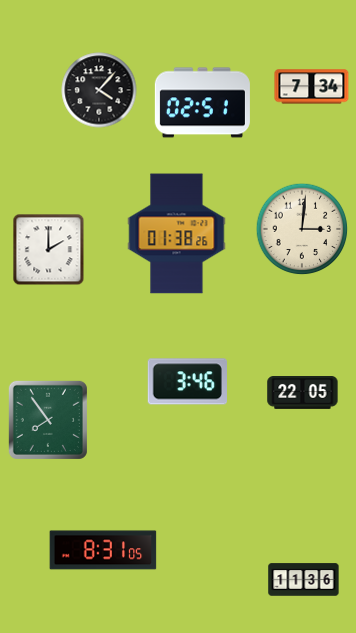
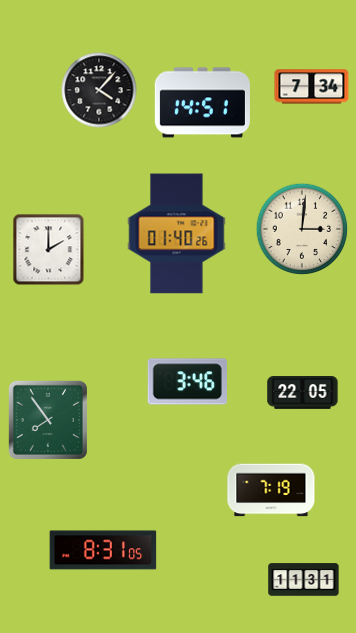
clock at (202, 103): 02:51 -> 14:51
clock at (177, 234): 01:38 -> 01:40
clock at (271, 490): none -> 7:19
clock at (304, 580): 11:36 -> 11:31
